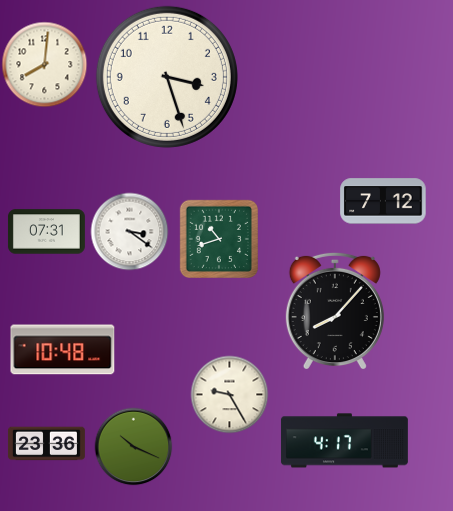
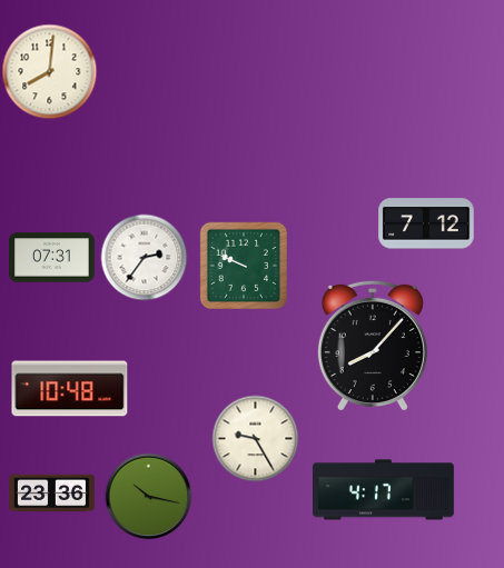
clock at (167, 77): 3:27 -> none
clock at (129, 231): 3:21 -> 2:36
clock at (218, 238): 10:42 -> 9:49
clock at (133, 446): 10:19 -> 10:17
